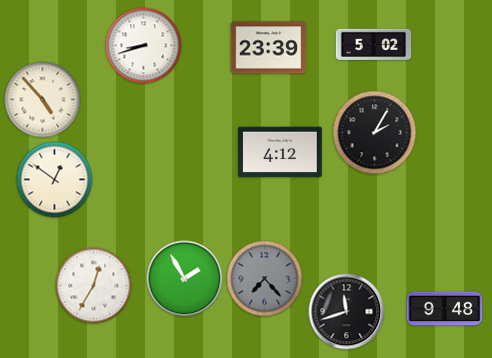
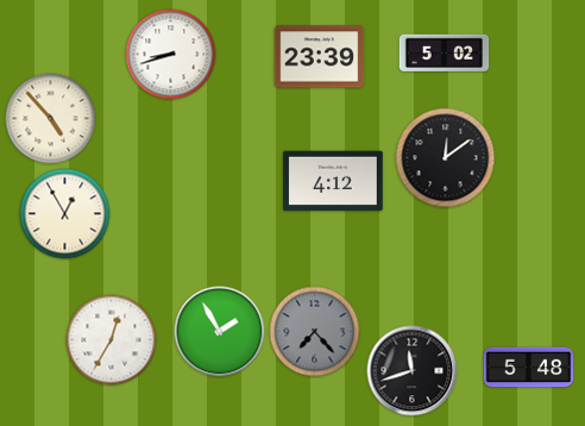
clock at (375, 133): 2:05 -> 12:09
clock at (55, 180): 12:51 -> 12:55
clock at (445, 309): 9:48 -> 5:48
